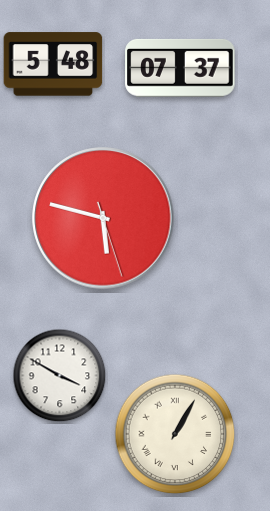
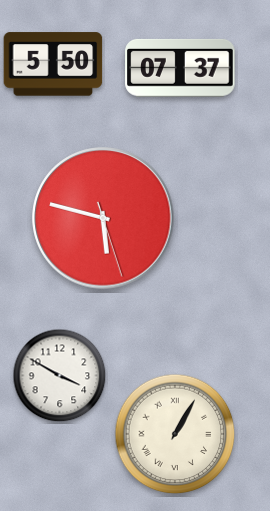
clock at (53, 64): 5:48 -> 5:50
